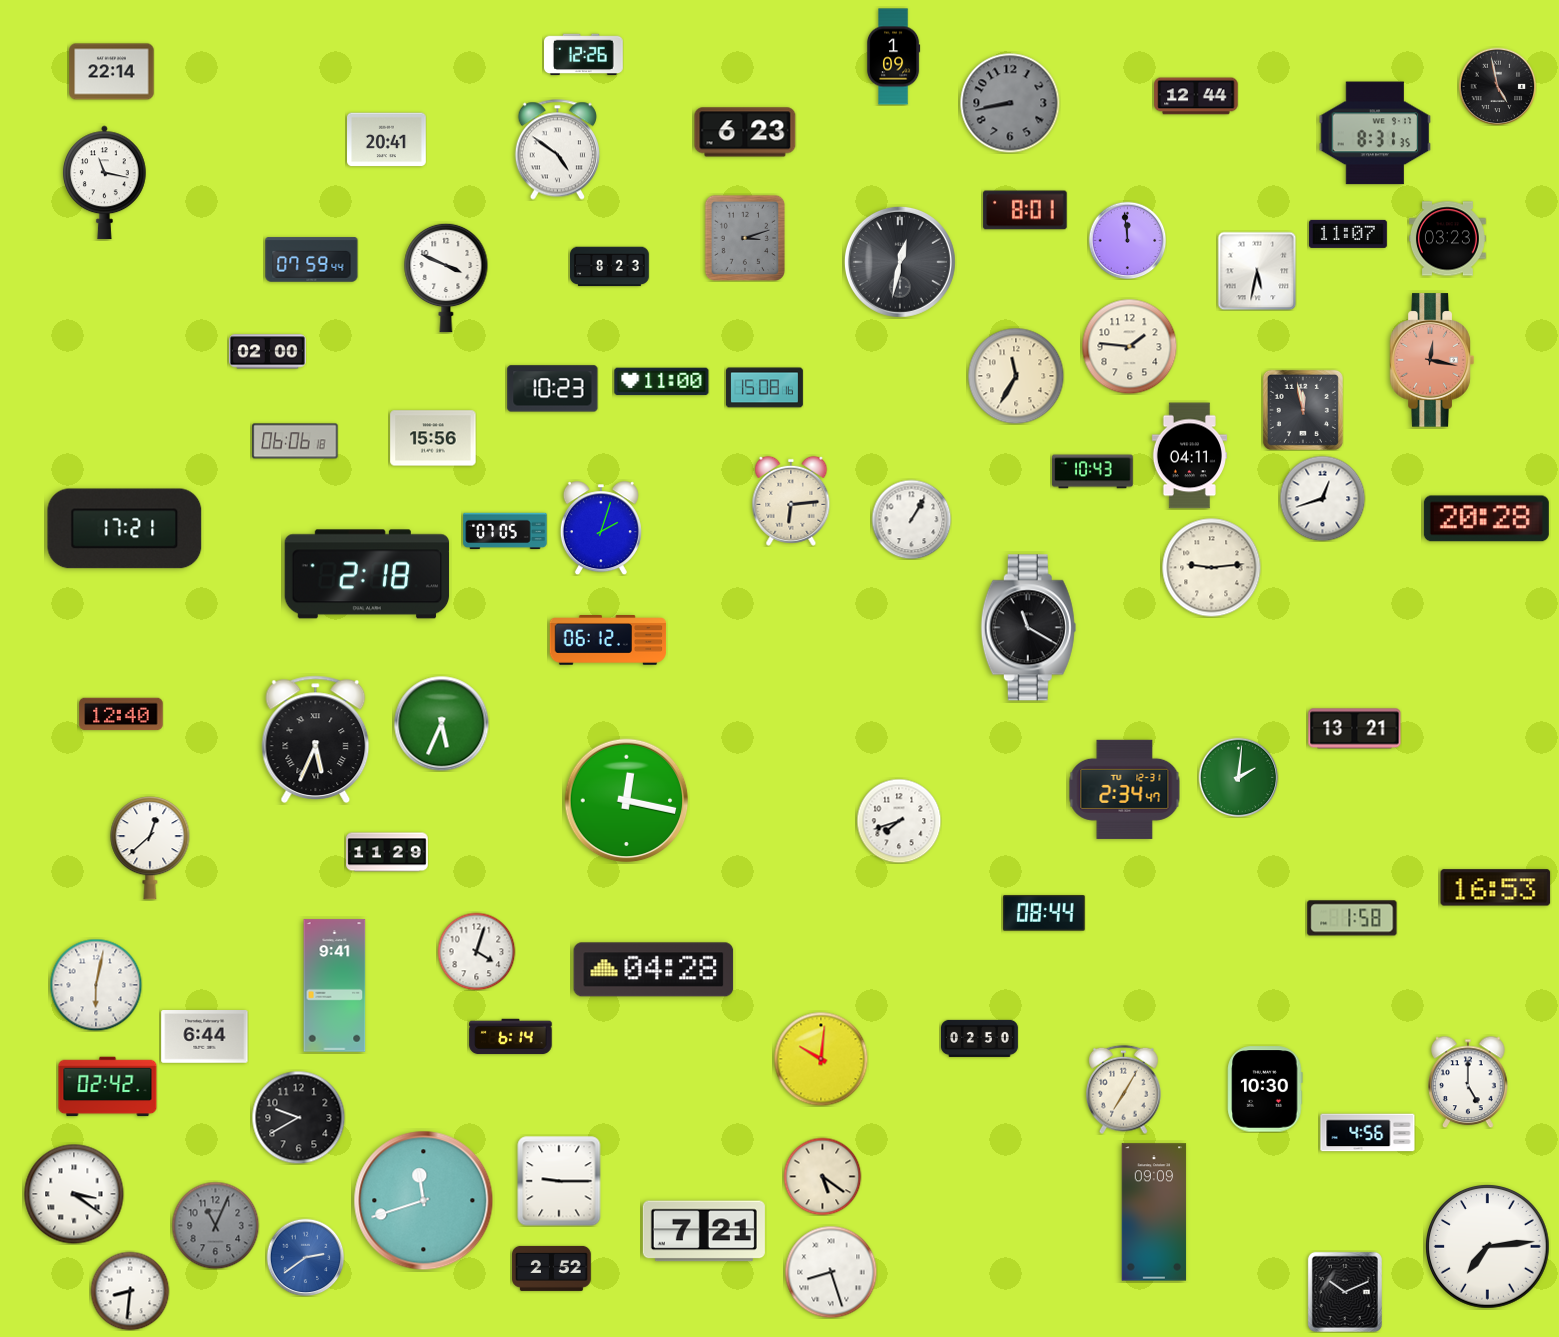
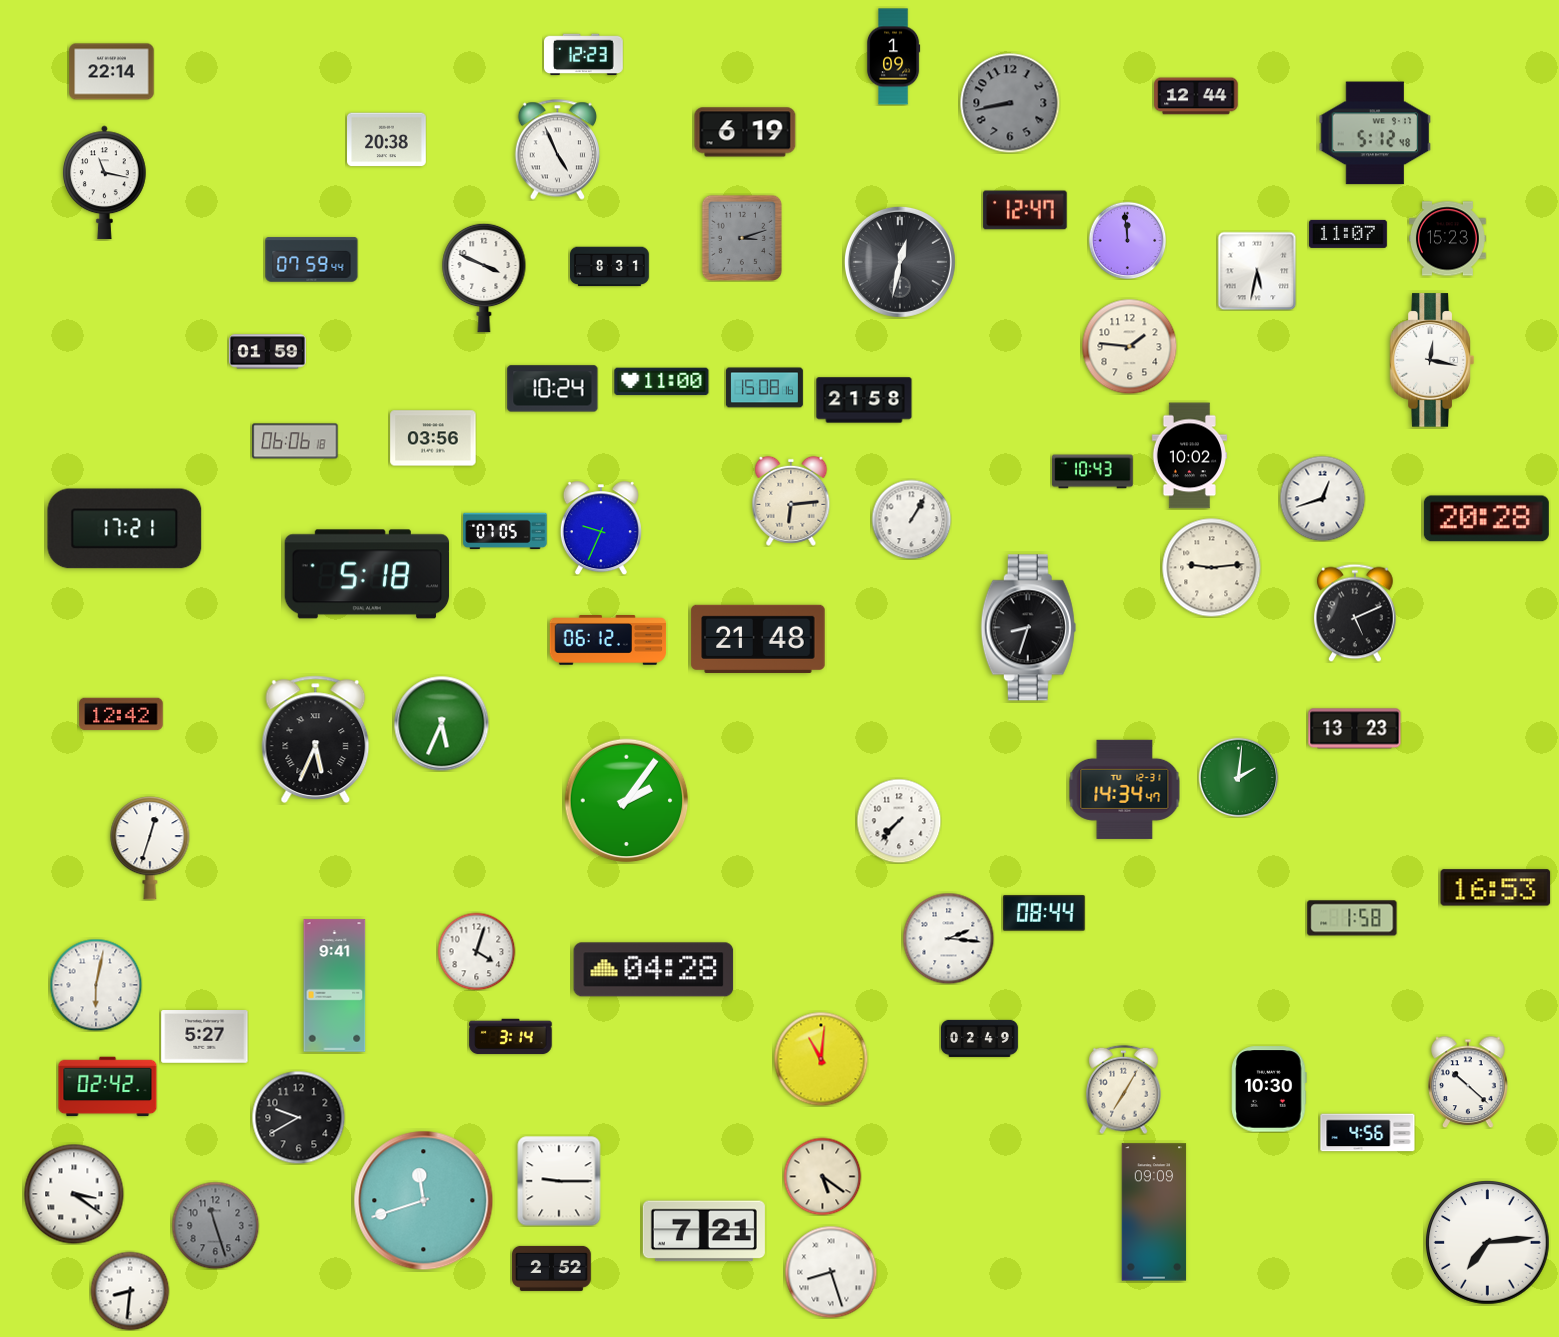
clock at (584, 55): 12:26 -> 12:23
clock at (1497, 86): 4:58 -> none
clock at (745, 132): 6:23 -> 6:19
clock at (1375, 133): 8:31 -> 5:12
clock at (387, 140): 20:41 -> 20:38
clock at (557, 150): 4:51 -> 4:56
clock at (1025, 210): 8:01 -> 12:47
clock at (744, 237) position: (744, 237) -> (741, 237)
clock at (1447, 239): 03:23 -> 15:23
clock at (610, 267): 8:23 -> 8:31
clock at (446, 278) position: (446, 278) -> (484, 278)
clock at (267, 352): 02:00 -> 01:59
clock at (1432, 360) dial: salmon -> white
clock at (1016, 376): 11:35 -> none
clock at (553, 389): 10:23 -> 10:24
clock at (864, 400): none -> 21:58
clock at (1303, 410): 11:58 -> none
clock at (433, 438): 15:56 -> 03:56
clock at (1189, 456): 04:11 -> 10:02
clock at (601, 528): 2:03 -> 9:34
clock at (367, 574): 2:18 -> 5:18
clock at (1356, 613): none -> 5:11
clock at (1028, 628): 11:20 -> 8:33
clock at (758, 639): none -> 21:48
clock at (121, 714): 12:40 -> 12:42
clock at (1355, 729): 13:21 -> 13:23
clock at (1125, 789): 2:34 -> 14:34
clock at (627, 801): 12:17 -> 2:06
clock at (899, 821): 7:42 -> 7:37
clock at (150, 848): 12:38 -> 12:33
clock at (387, 852): 11:29 -> none
clock at (948, 938): none -> 2:16
clock at (205, 1037): 6:44 -> 5:27
clock at (511, 1037): 6:14 -> 3:14
clock at (980, 1038): 02:50 -> 02:49
clock at (821, 1059): 10:01 -> 11:01
clock at (1468, 1082): 5:00 -> 10:22
clock at (1265, 1089) position: (1265, 1089) -> (1269, 1089)
clock at (215, 1225): 11:04 -> 11:27
clock at (1488, 1247) position: (1488, 1247) -> (1488, 1243)
clock at (305, 1257): 2:39 -> none
clock at (1345, 1292): 10:11 -> none
